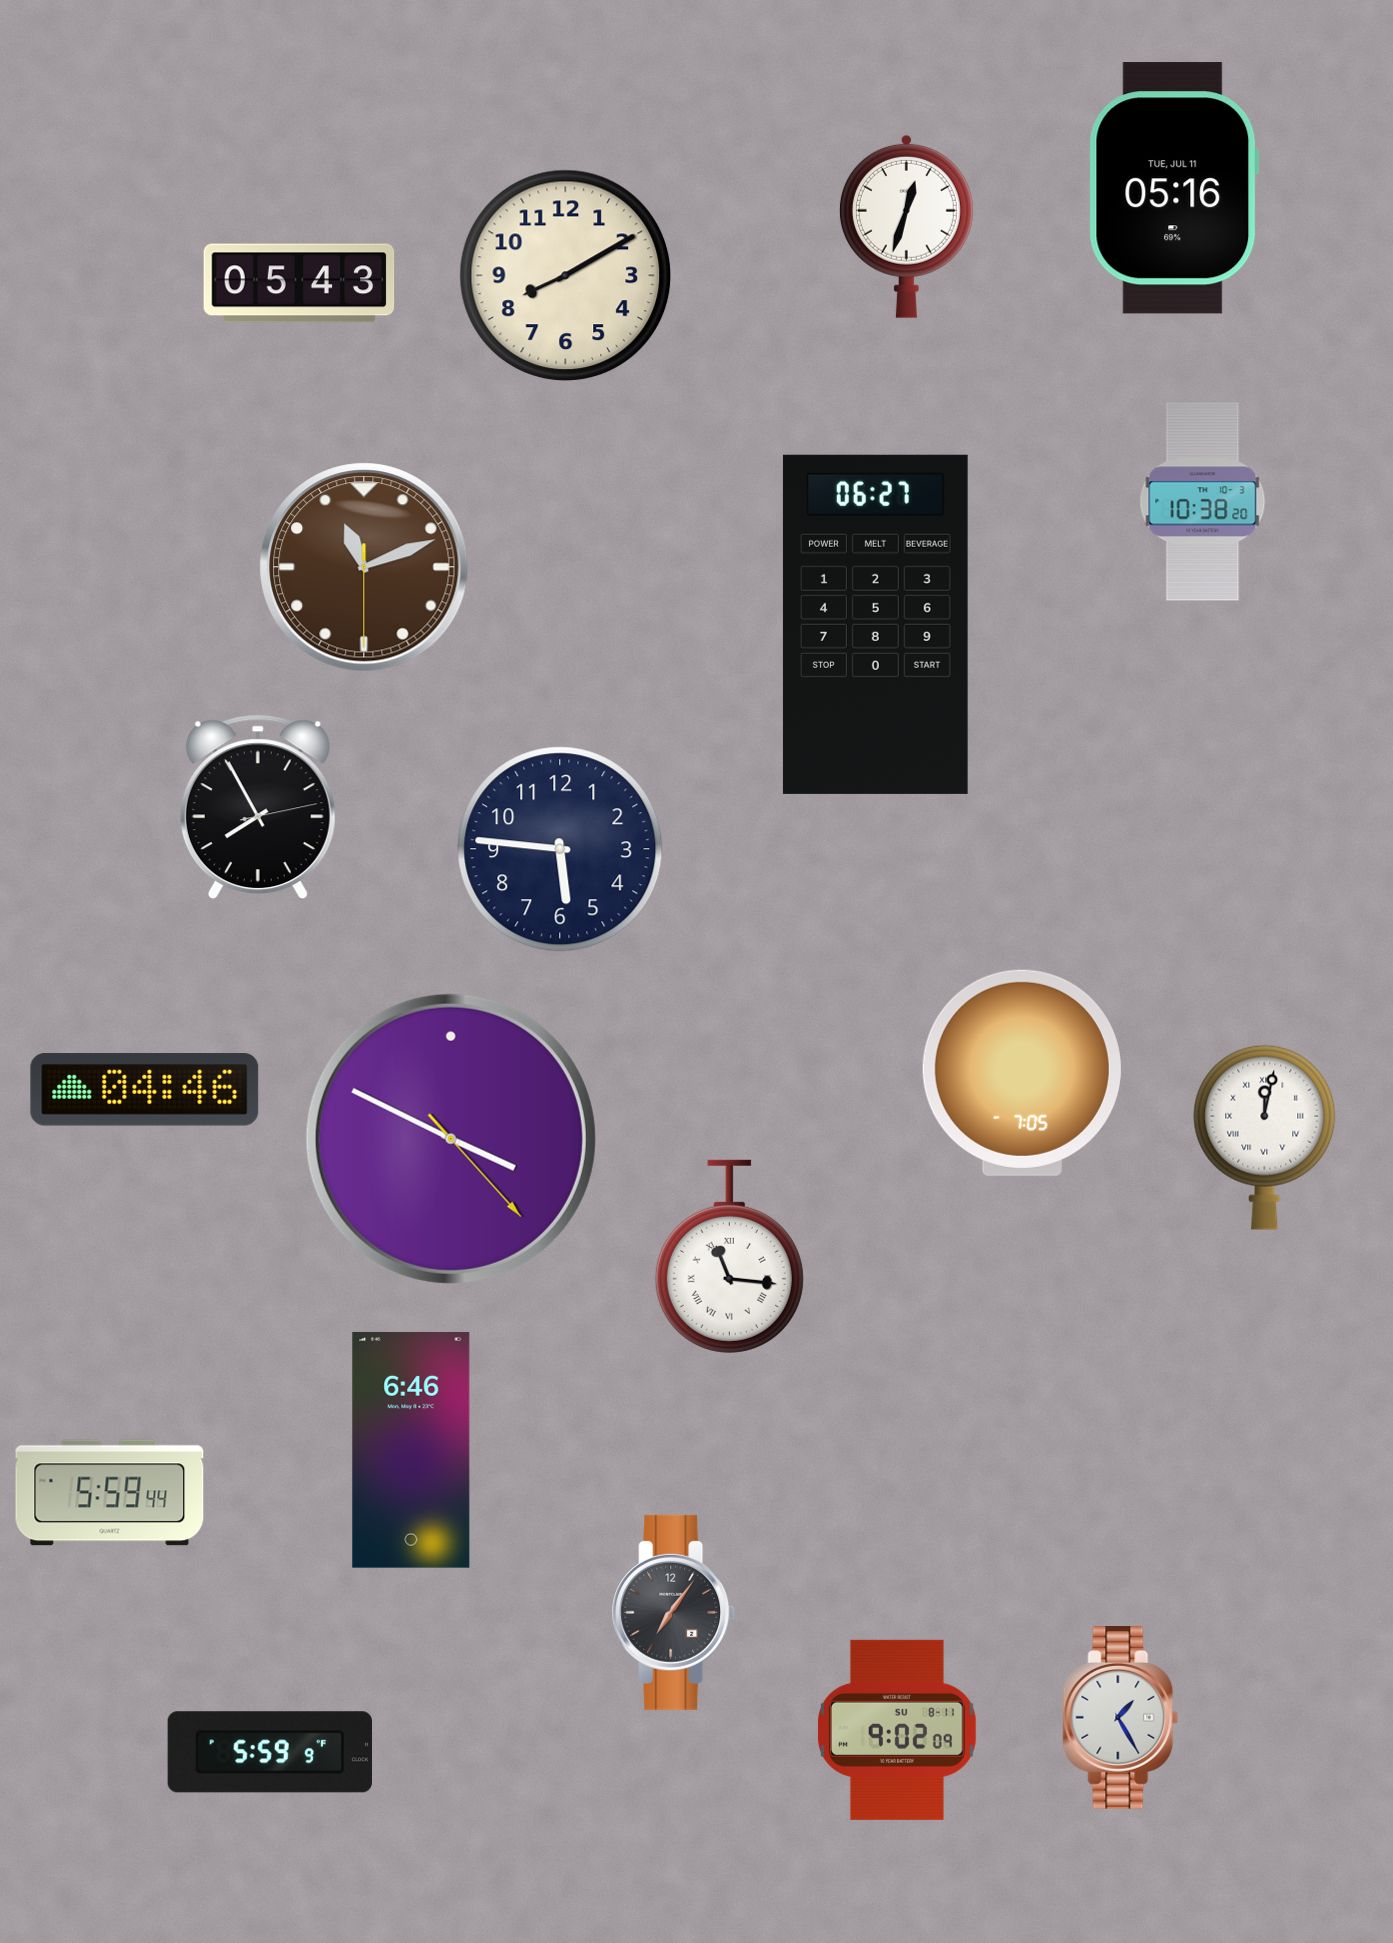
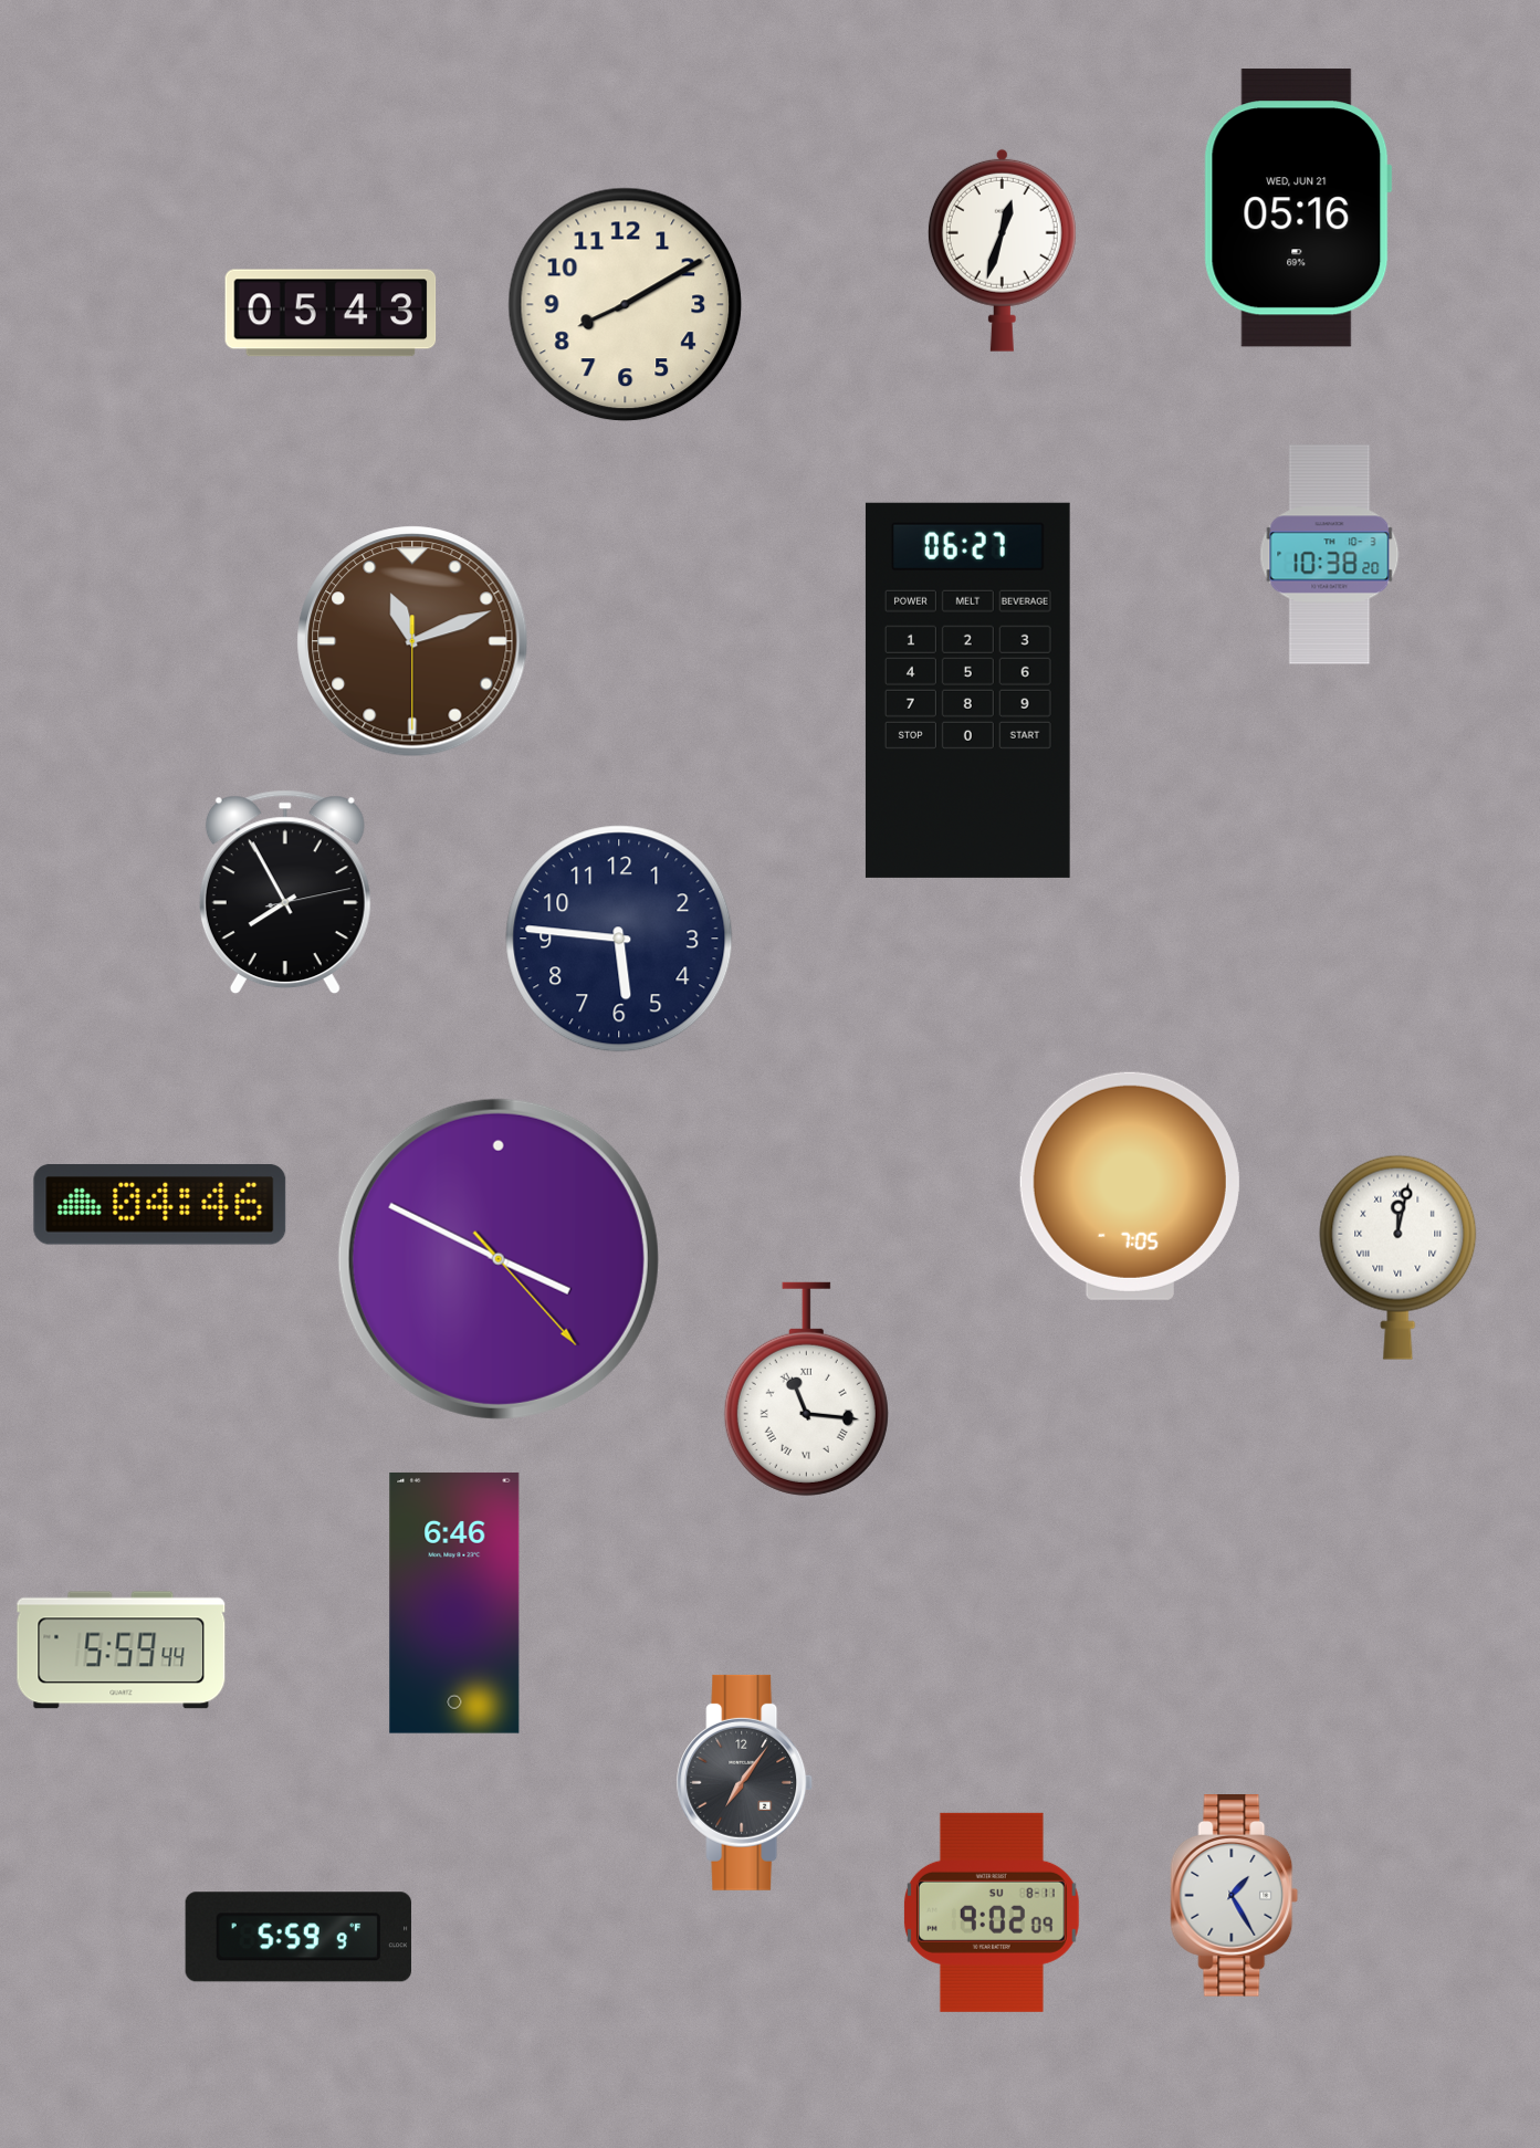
clock at (1174, 188) date: TUE, JUL 11 -> WED, JUN 21
clock at (364, 567) position: (364, 567) -> (412, 641)
clock at (1121, 1718) position: (1121, 1718) -> (1235, 1896)
